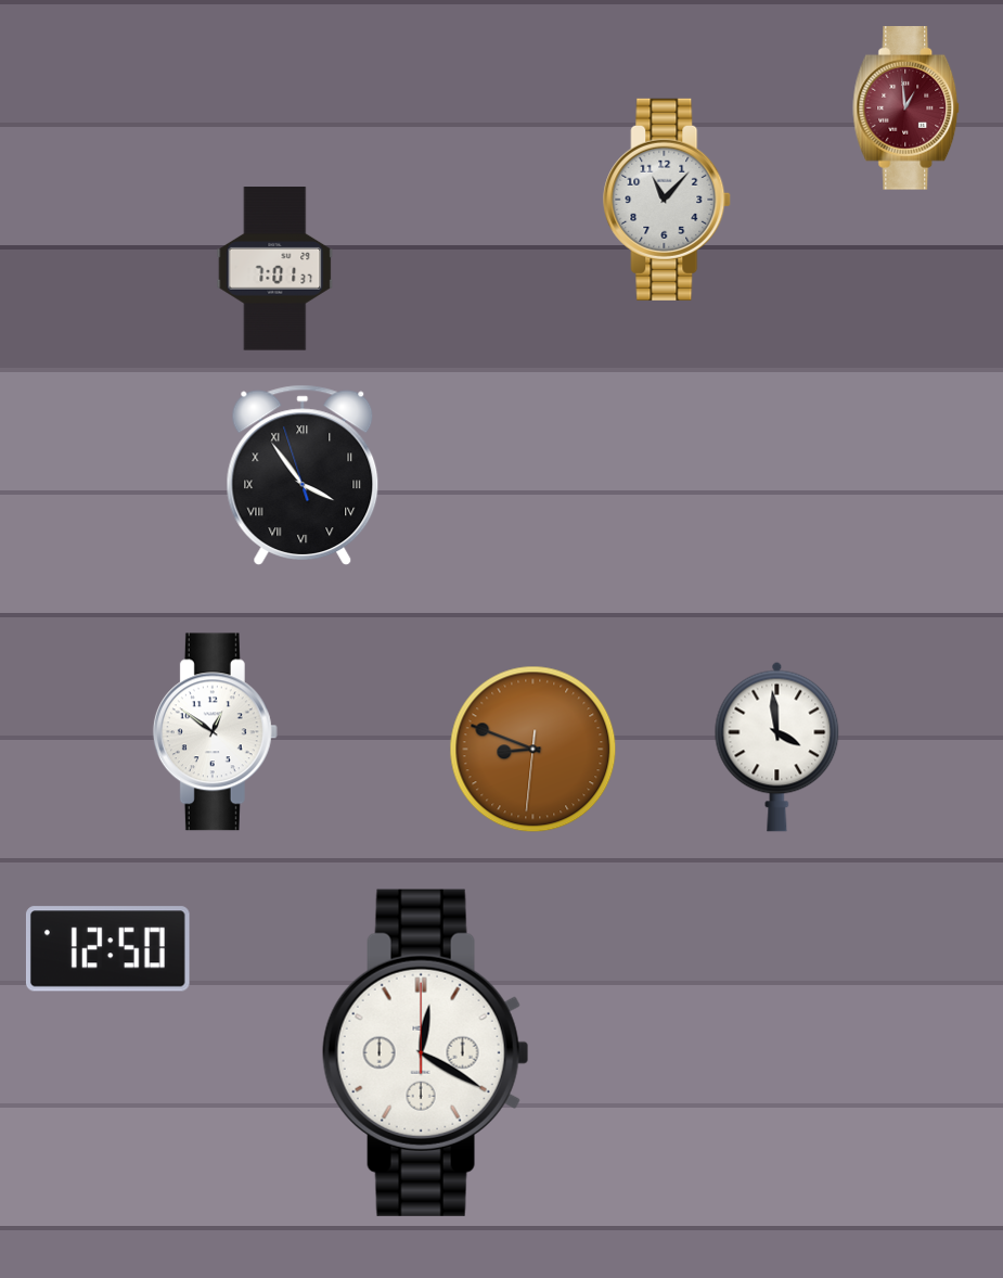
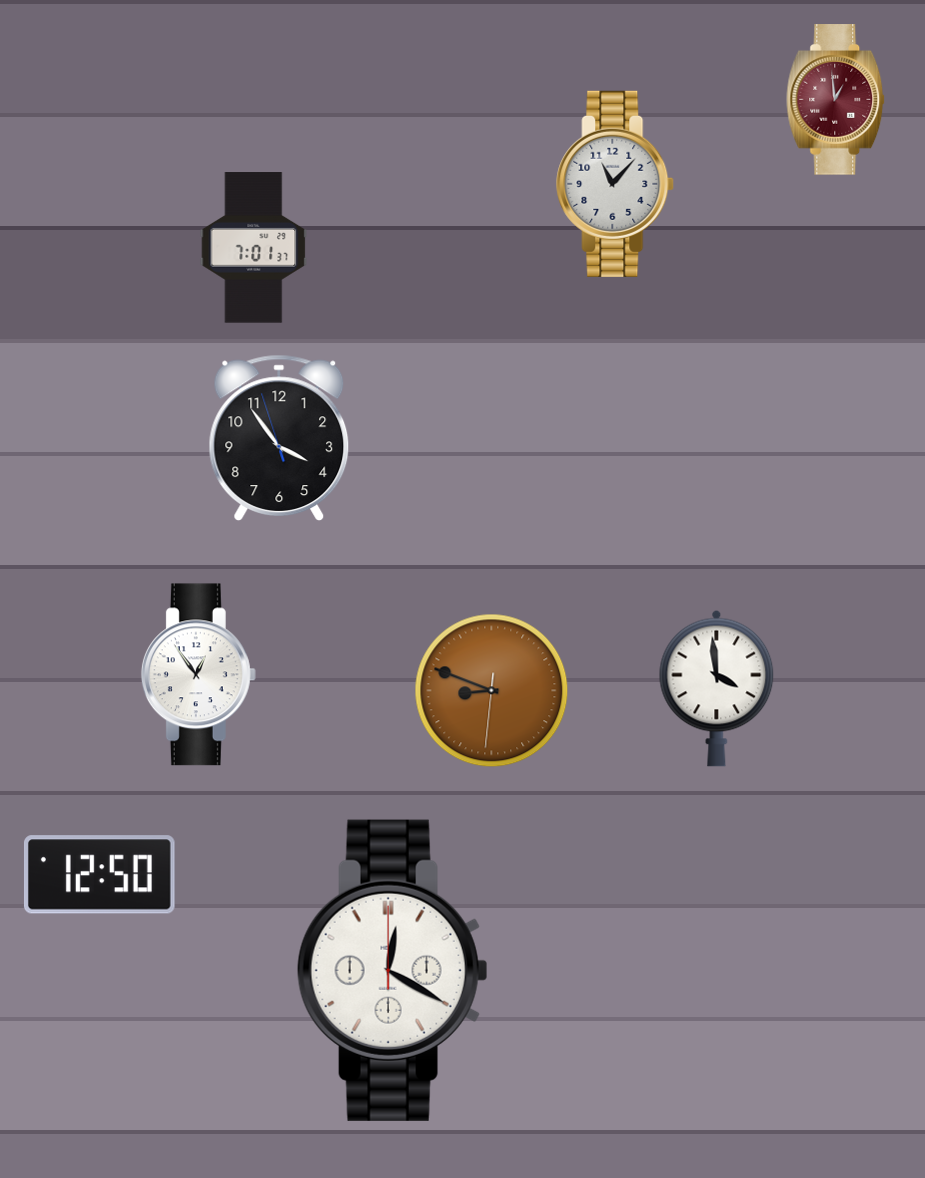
clock at (303, 474) numerals: Roman -> Arabic
clock at (215, 732): 12:51 -> 12:54
